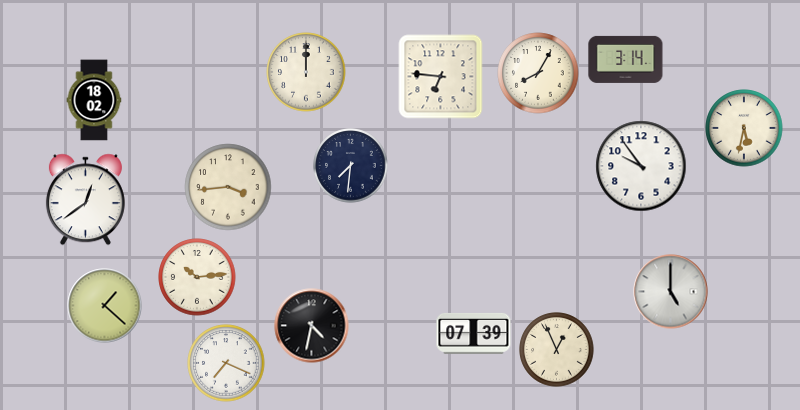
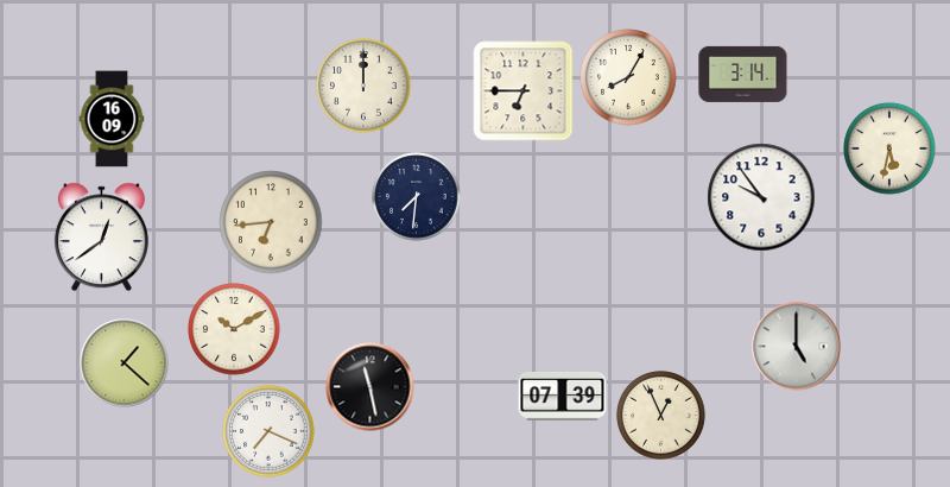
clock at (626, 59) position: (626, 59) -> (743, 74)
clock at (538, 73) position: (538, 73) -> (628, 77)
clock at (441, 77): 6:46 -> 6:45
clock at (94, 100): 18:02 -> 16:09
clock at (744, 128) position: (744, 128) -> (889, 148)
clock at (228, 187): 3:44 -> 6:44
clock at (197, 277): 10:14 -> 10:10
clock at (312, 326): 4:32 -> 11:28
